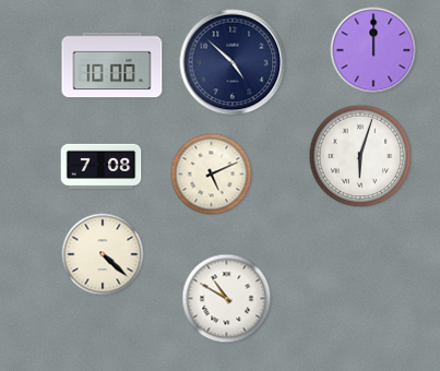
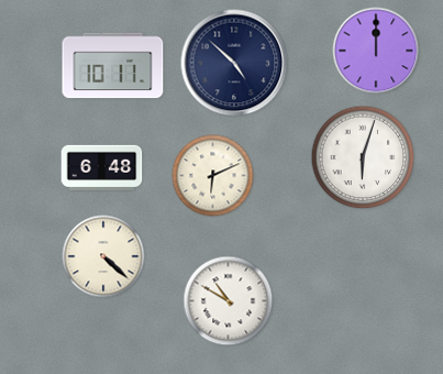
clock at (112, 65): 10:00 -> 10:11
clock at (102, 166): 7:08 -> 6:48
clock at (212, 175): 5:11 -> 6:11
